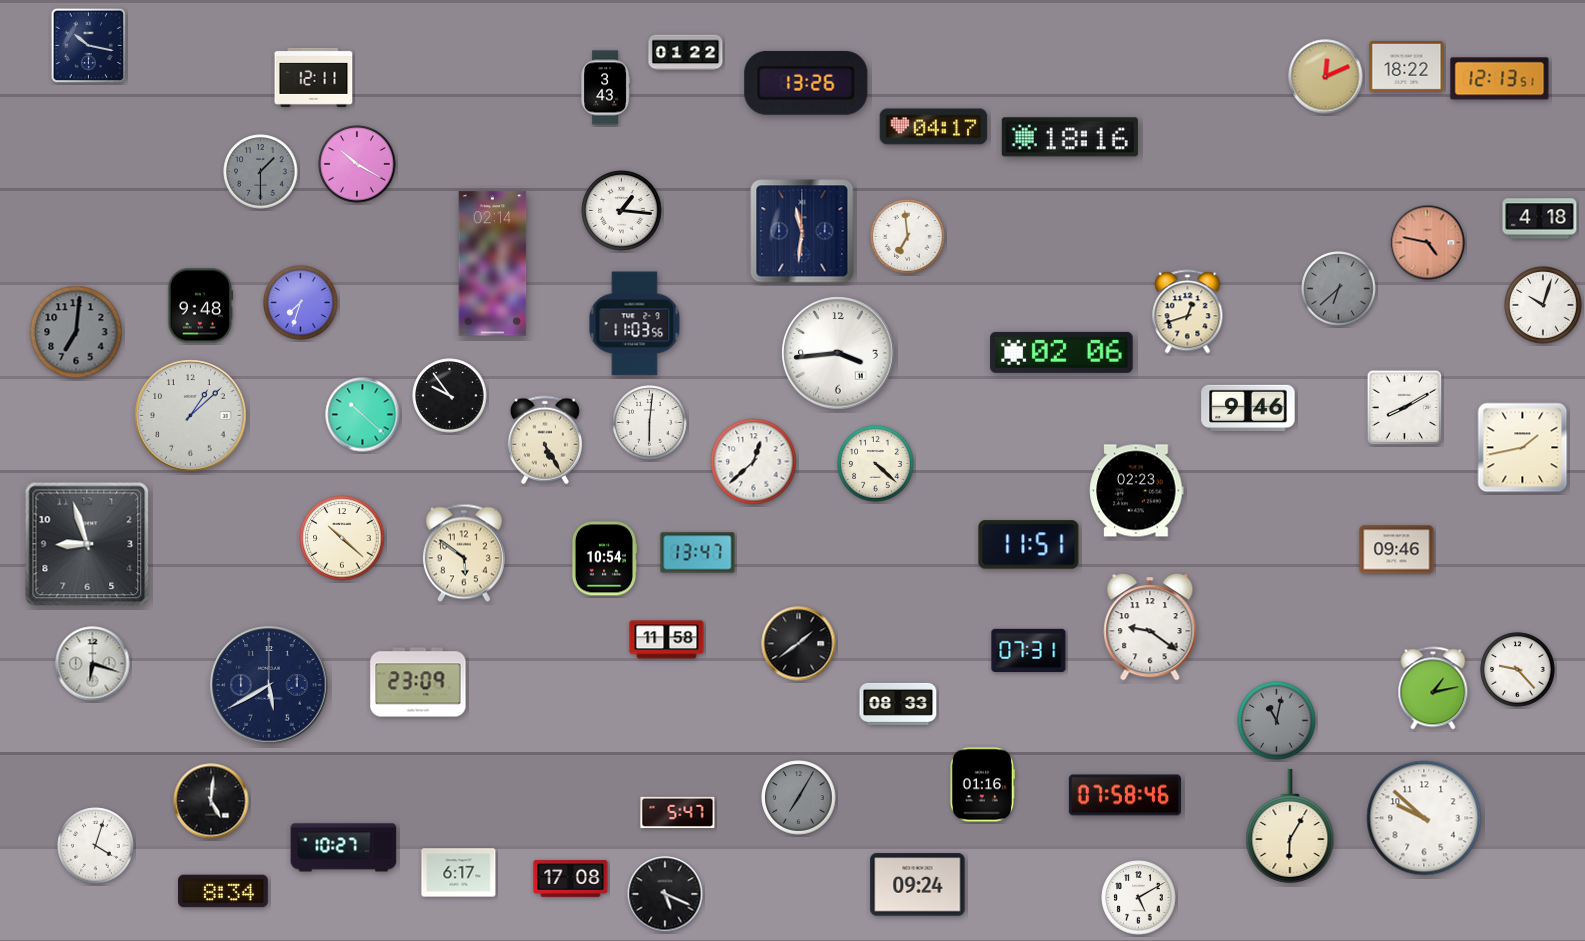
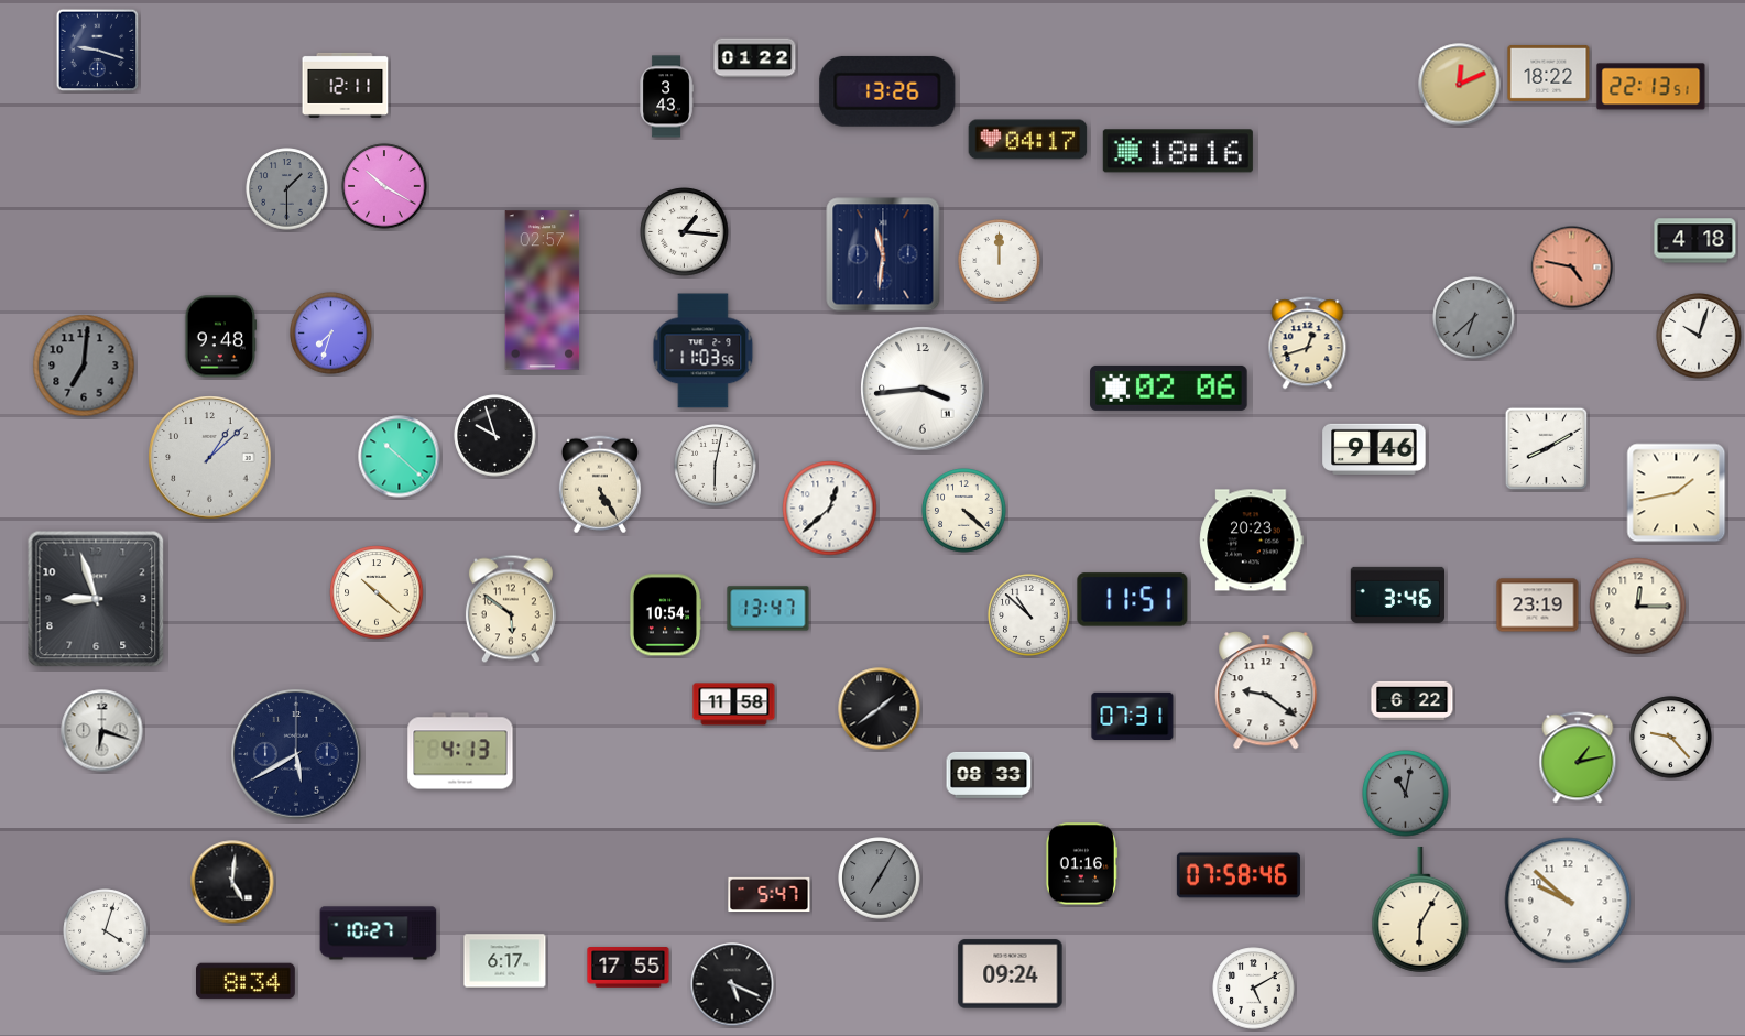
clock at (89, 46): 10:17 -> 9:18
clock at (1500, 79): 12:13 -> 22:13
clock at (357, 164) position: (357, 164) -> (384, 186)
clock at (908, 237): 6:59 -> 12:00
clock at (493, 264): 02:14 -> 02:57
clock at (635, 324) position: (635, 324) -> (704, 351)
clock at (450, 396): 9:54 -> 9:57
clock at (650, 423): 6:01 -> 6:02
clock at (1137, 491): 02:23 -> 20:23
clock at (1397, 595): none -> 3:46
clock at (1397, 550): 09:46 -> 23:19
clock at (1638, 607): none -> 12:15
clock at (1029, 615): none -> 10:52
clock at (1413, 700): none -> 6:22
clock at (418, 682): 23:09 -> 4:13
clock at (678, 813) position: (678, 813) -> (770, 895)
clock at (571, 879): 17:08 -> 17:55
